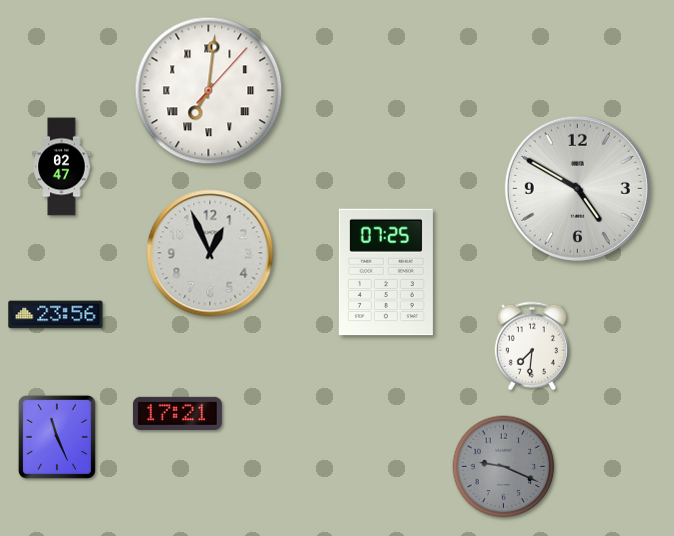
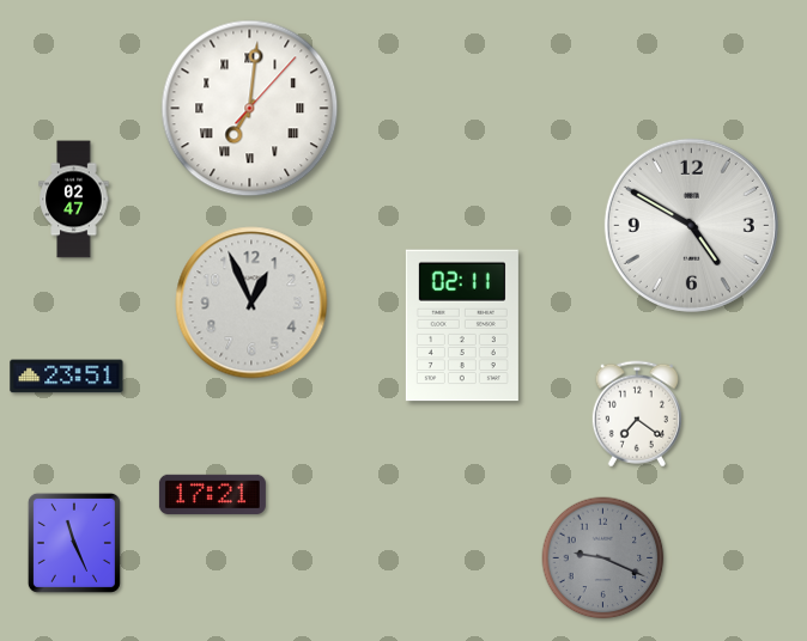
clock at (386, 272): 07:25 -> 02:11
clock at (56, 315): 23:56 -> 23:51
clock at (532, 346): 7:31 -> 7:21
clock at (57, 437) position: (57, 437) -> (74, 543)
